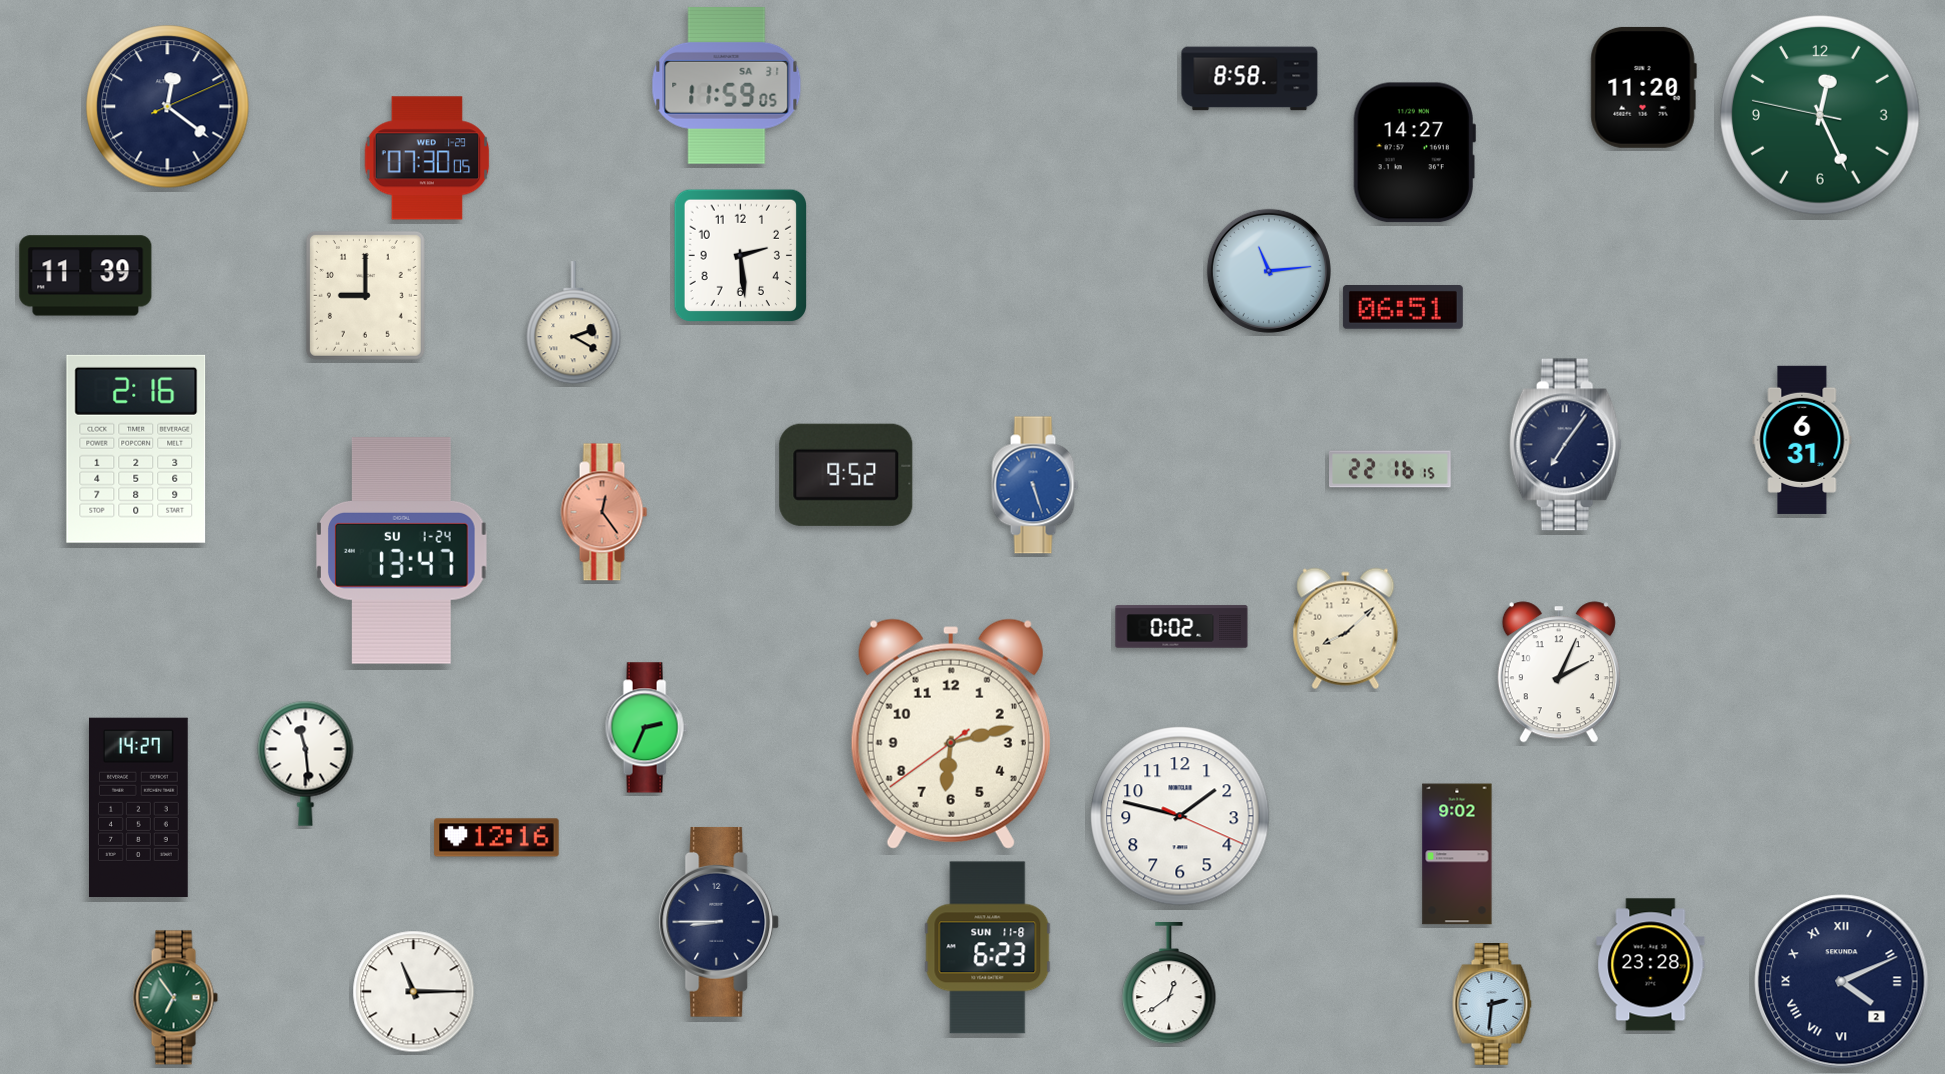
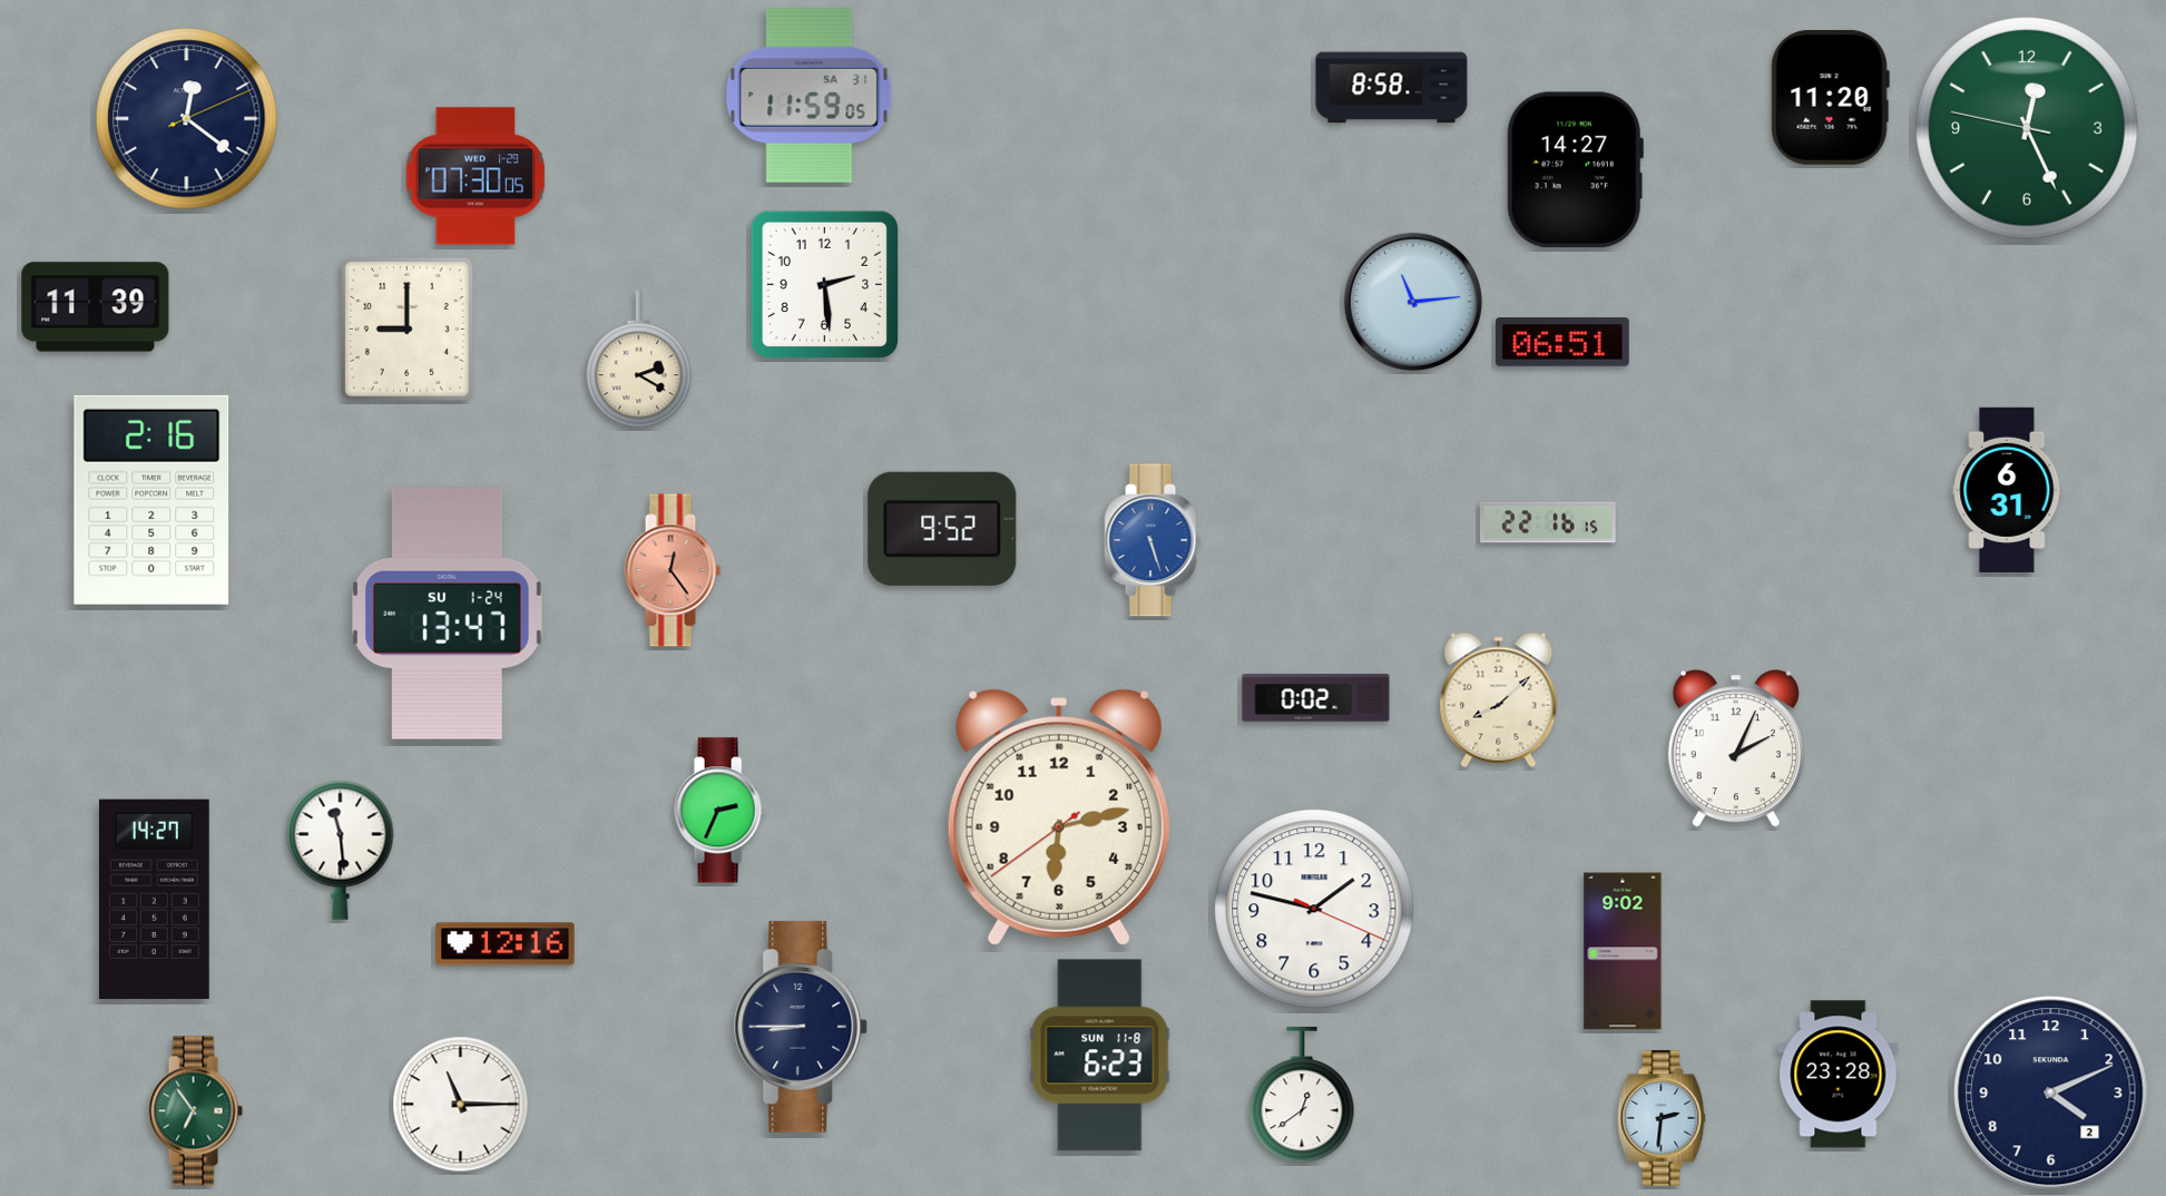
clock at (1565, 445): 7:06 -> none
clock at (497, 838) position: (497, 838) -> (506, 944)
clock at (1842, 982) numerals: Roman -> Arabic
